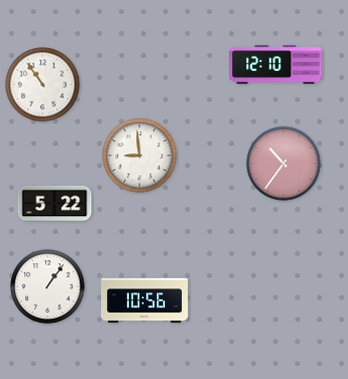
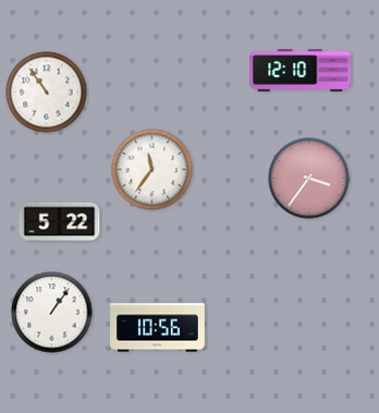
clock at (140, 156): 8:59 -> 11:36
clock at (284, 164): 10:36 -> 3:36
